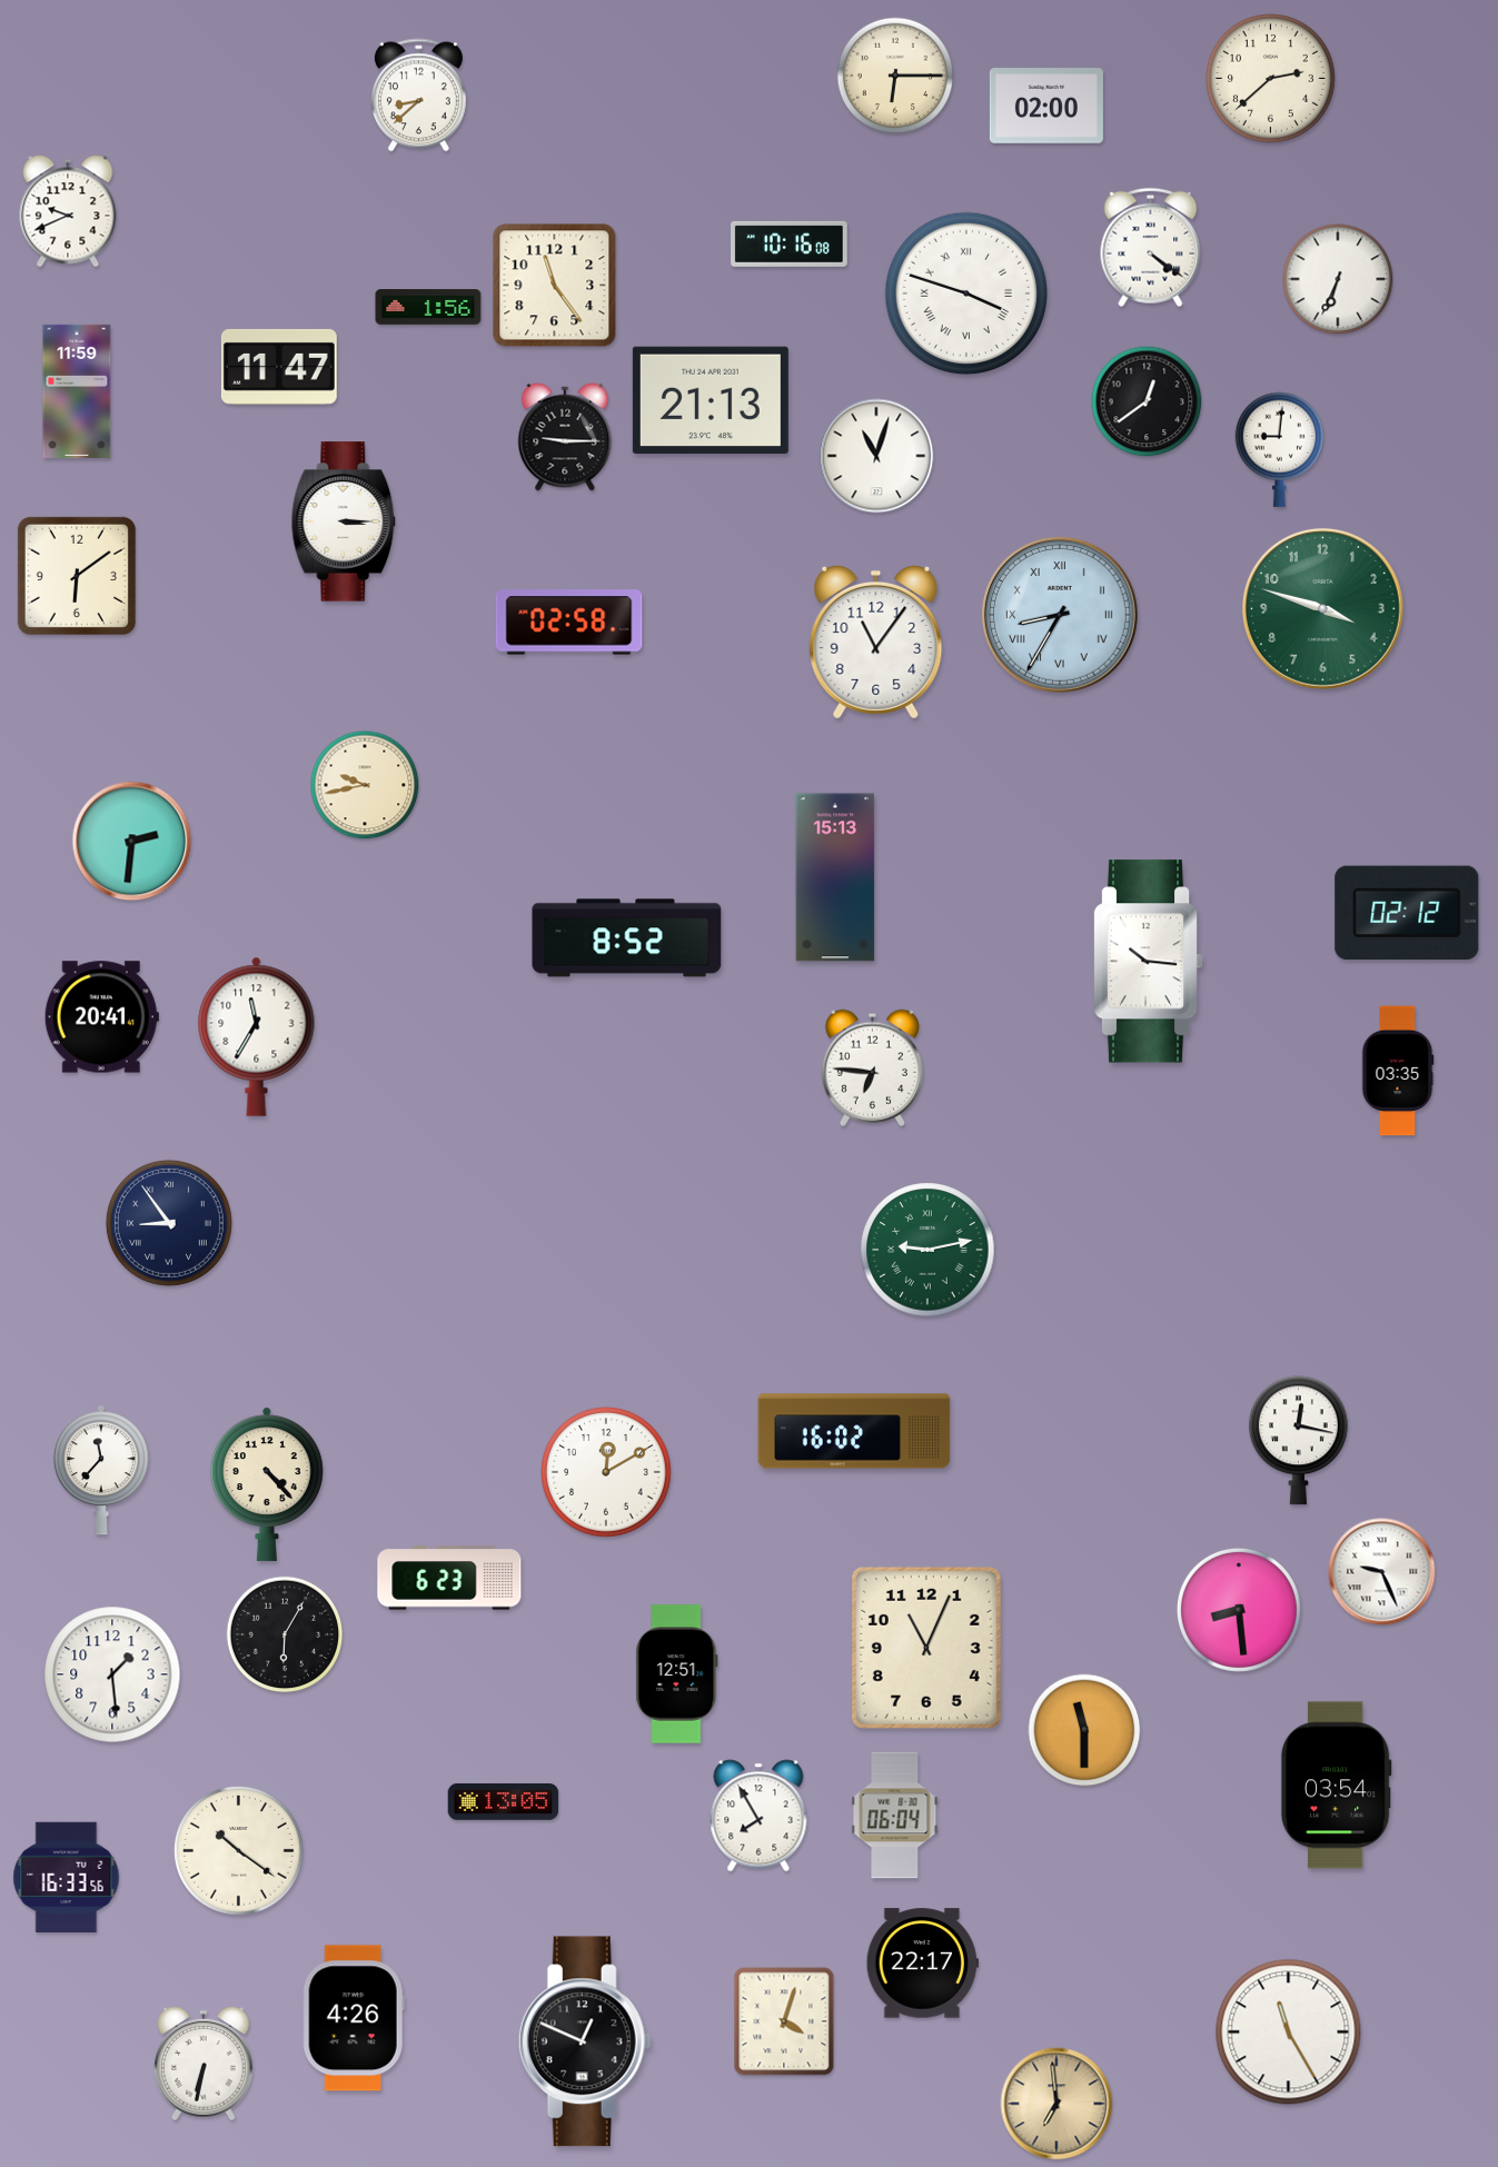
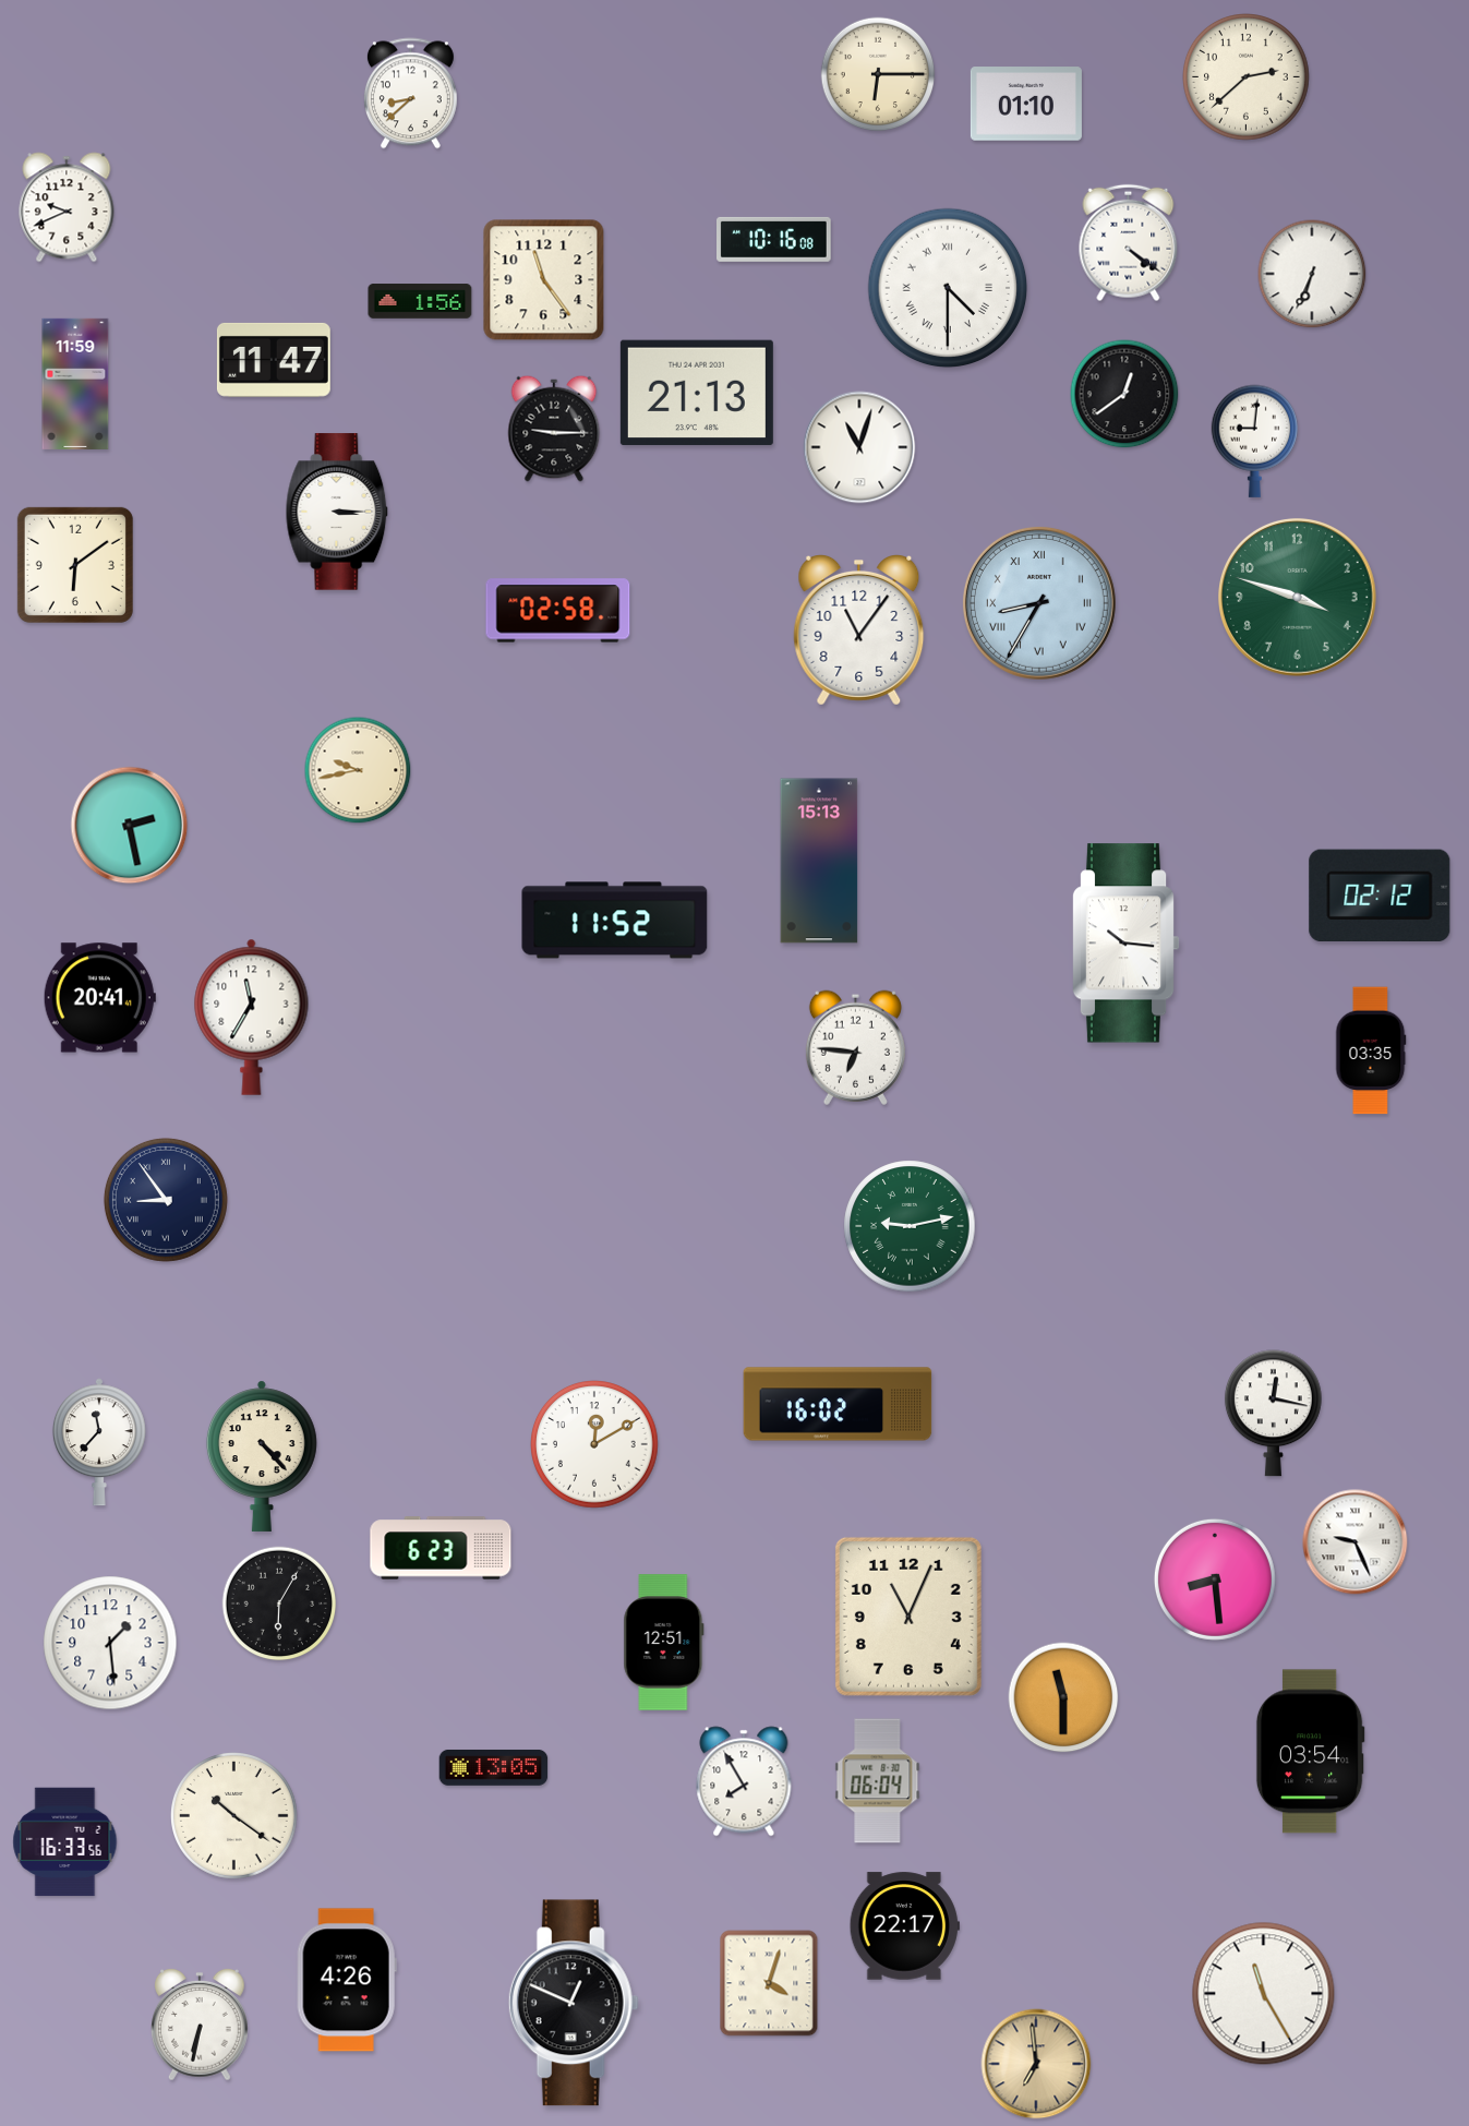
clock at (1046, 106): 02:00 -> 01:10
clock at (966, 294): 3:48 -> 4:30
clock at (132, 842): 2:31 -> 2:28
clock at (627, 938): 8:52 -> 11:52
